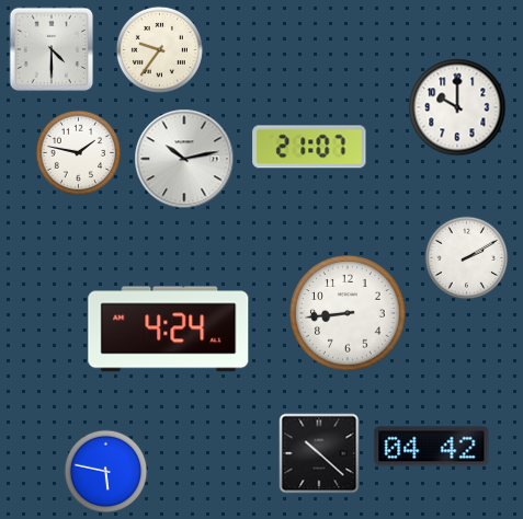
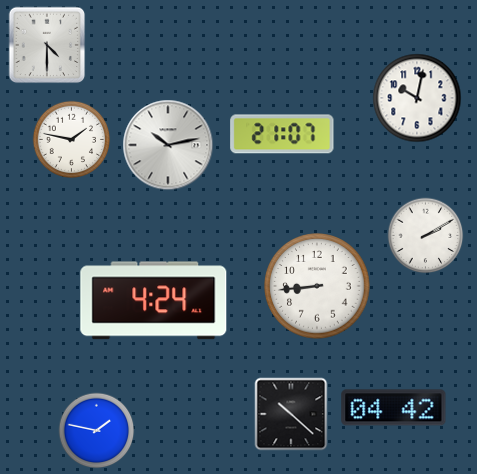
clock at (159, 49): 9:36 -> none
clock at (457, 107): 10:00 -> 10:02
clock at (106, 472): 5:47 -> 1:47
